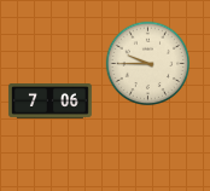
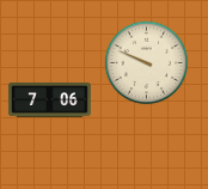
clock at (148, 64): 9:45 -> 9:49
